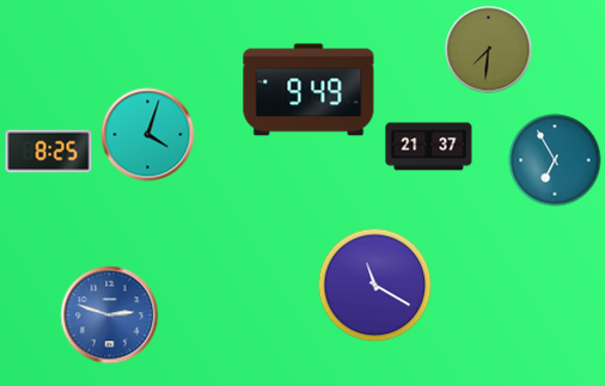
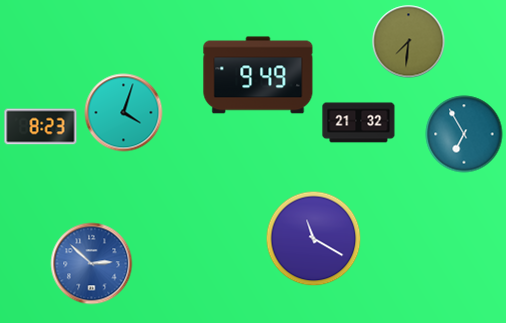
clock at (429, 147): 21:37 -> 21:32
clock at (49, 152): 8:25 -> 8:23
clock at (110, 315): 2:48 -> 2:52
